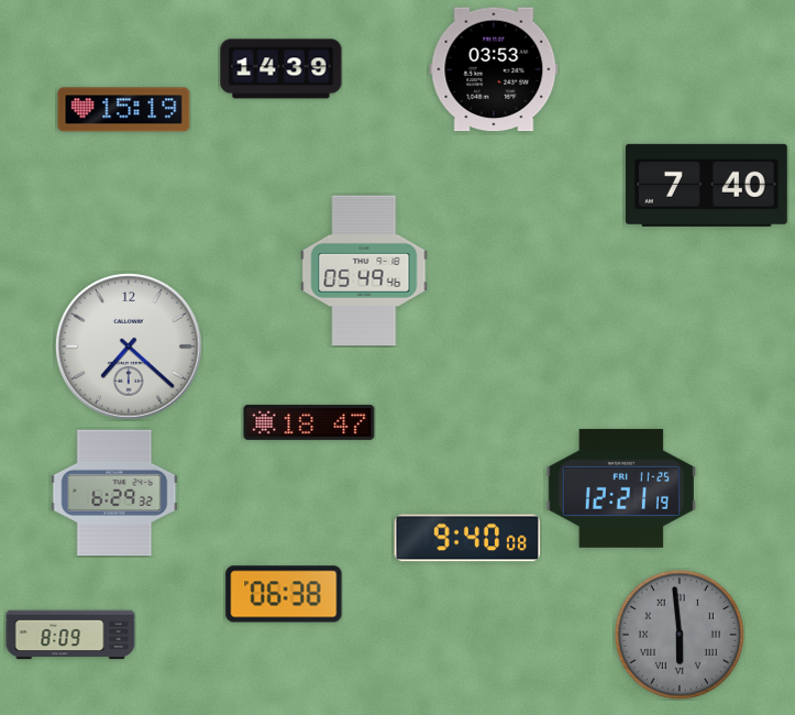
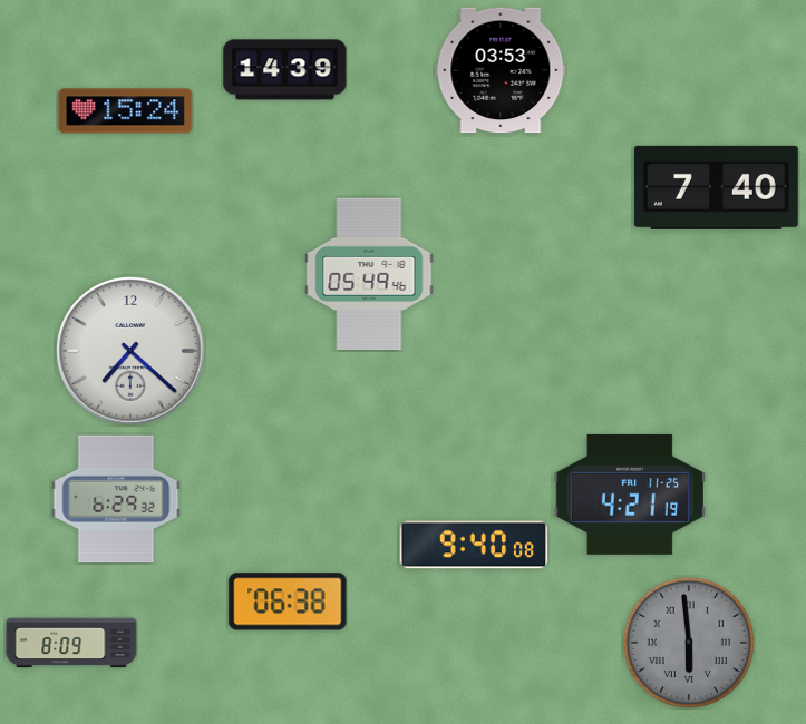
clock at (124, 110): 15:19 -> 15:24
clock at (309, 422): 18:47 -> none
clock at (620, 488): 12:21 -> 4:21
